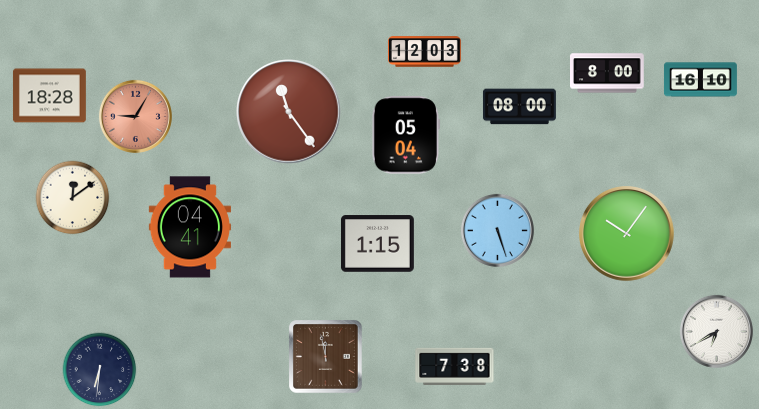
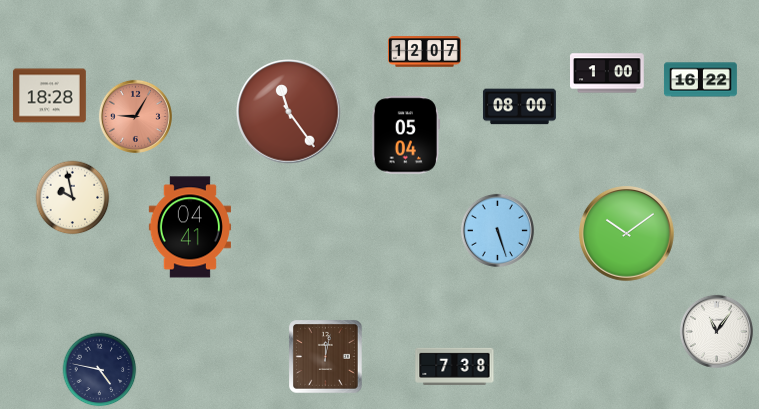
clock at (424, 52): 12:03 -> 12:07
clock at (608, 73): 8:00 -> 1:00
clock at (701, 80): 16:10 -> 16:22
clock at (73, 198): 12:09 -> 9:58
clock at (627, 234): 10:06 -> 10:09
clock at (377, 244): 1:15 -> none
clock at (716, 331): 6:40 -> 11:06
clock at (326, 357): 11:58 -> 12:02
clock at (100, 370): 6:31 -> 4:47
